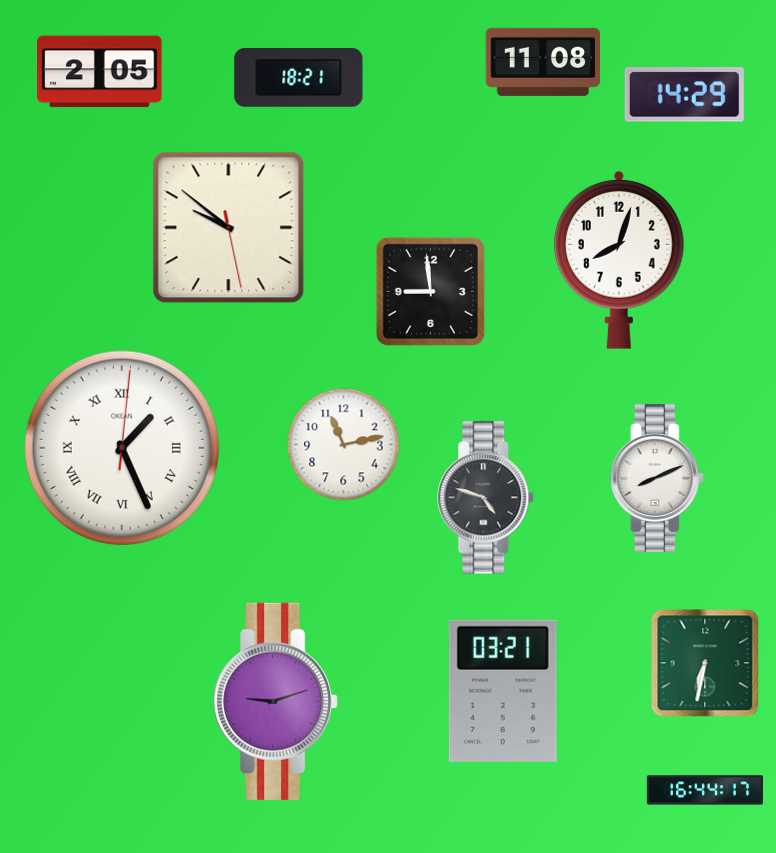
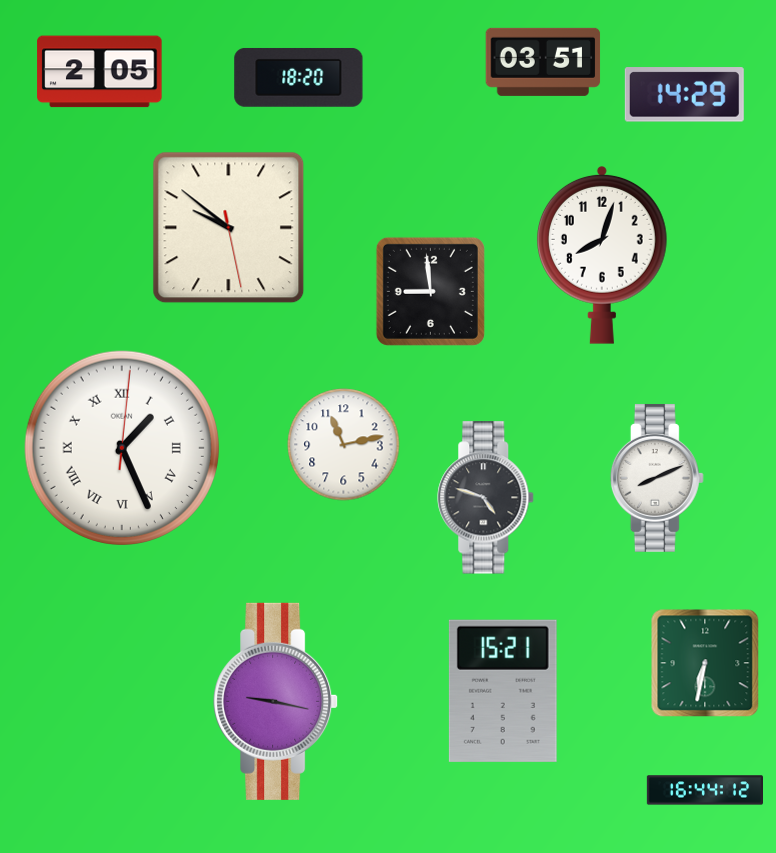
clock at (543, 62): 11:08 -> 03:51
clock at (299, 78): 18:21 -> 18:20
clock at (619, 260) position: (619, 260) -> (602, 255)
clock at (503, 691): 03:21 -> 15:21
clock at (276, 701): 9:12 -> 9:17
clock at (704, 790): 16:44:17 -> 16:44:12
